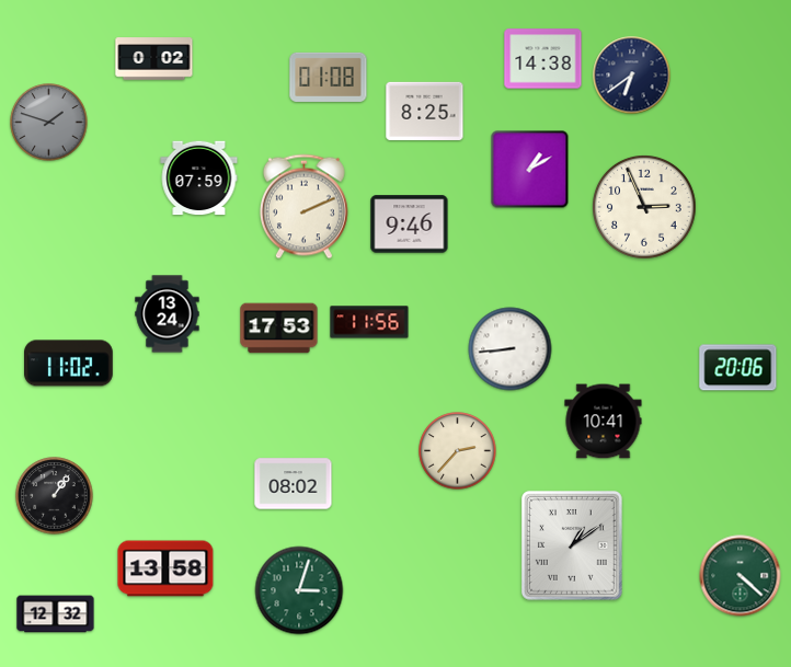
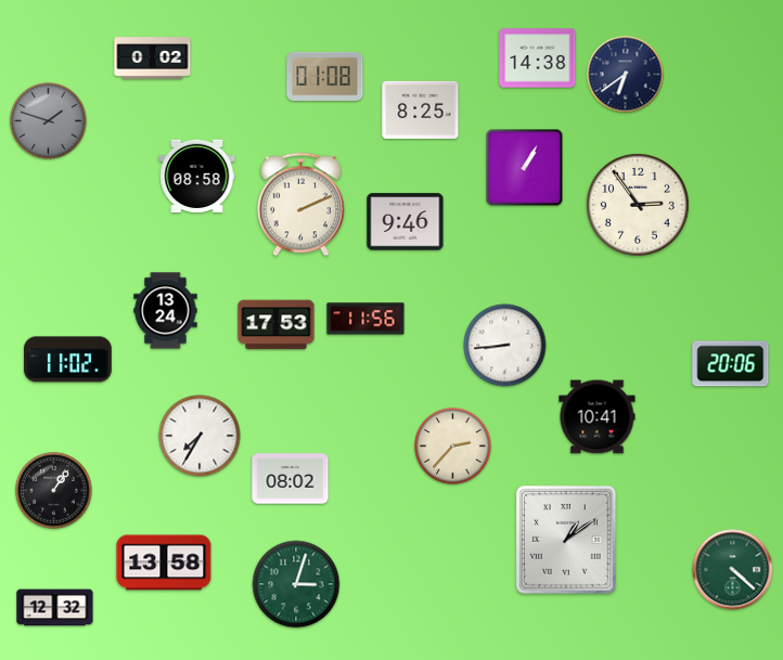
clock at (530, 170): 1:10 -> 1:05
clock at (199, 179): 07:59 -> 08:58
clock at (645, 208): 2:56 -> 2:54
clock at (200, 436): none -> 7:35
